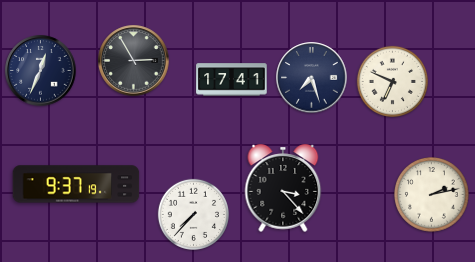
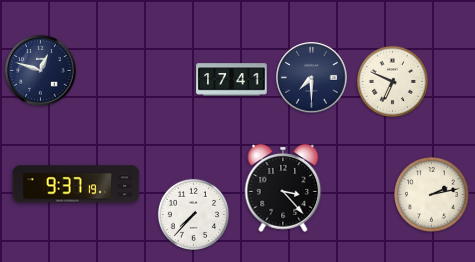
clock at (134, 61): 2:55 -> none
clock at (41, 71): 12:34 -> 12:48
clock at (312, 78): 7:27 -> 7:30
